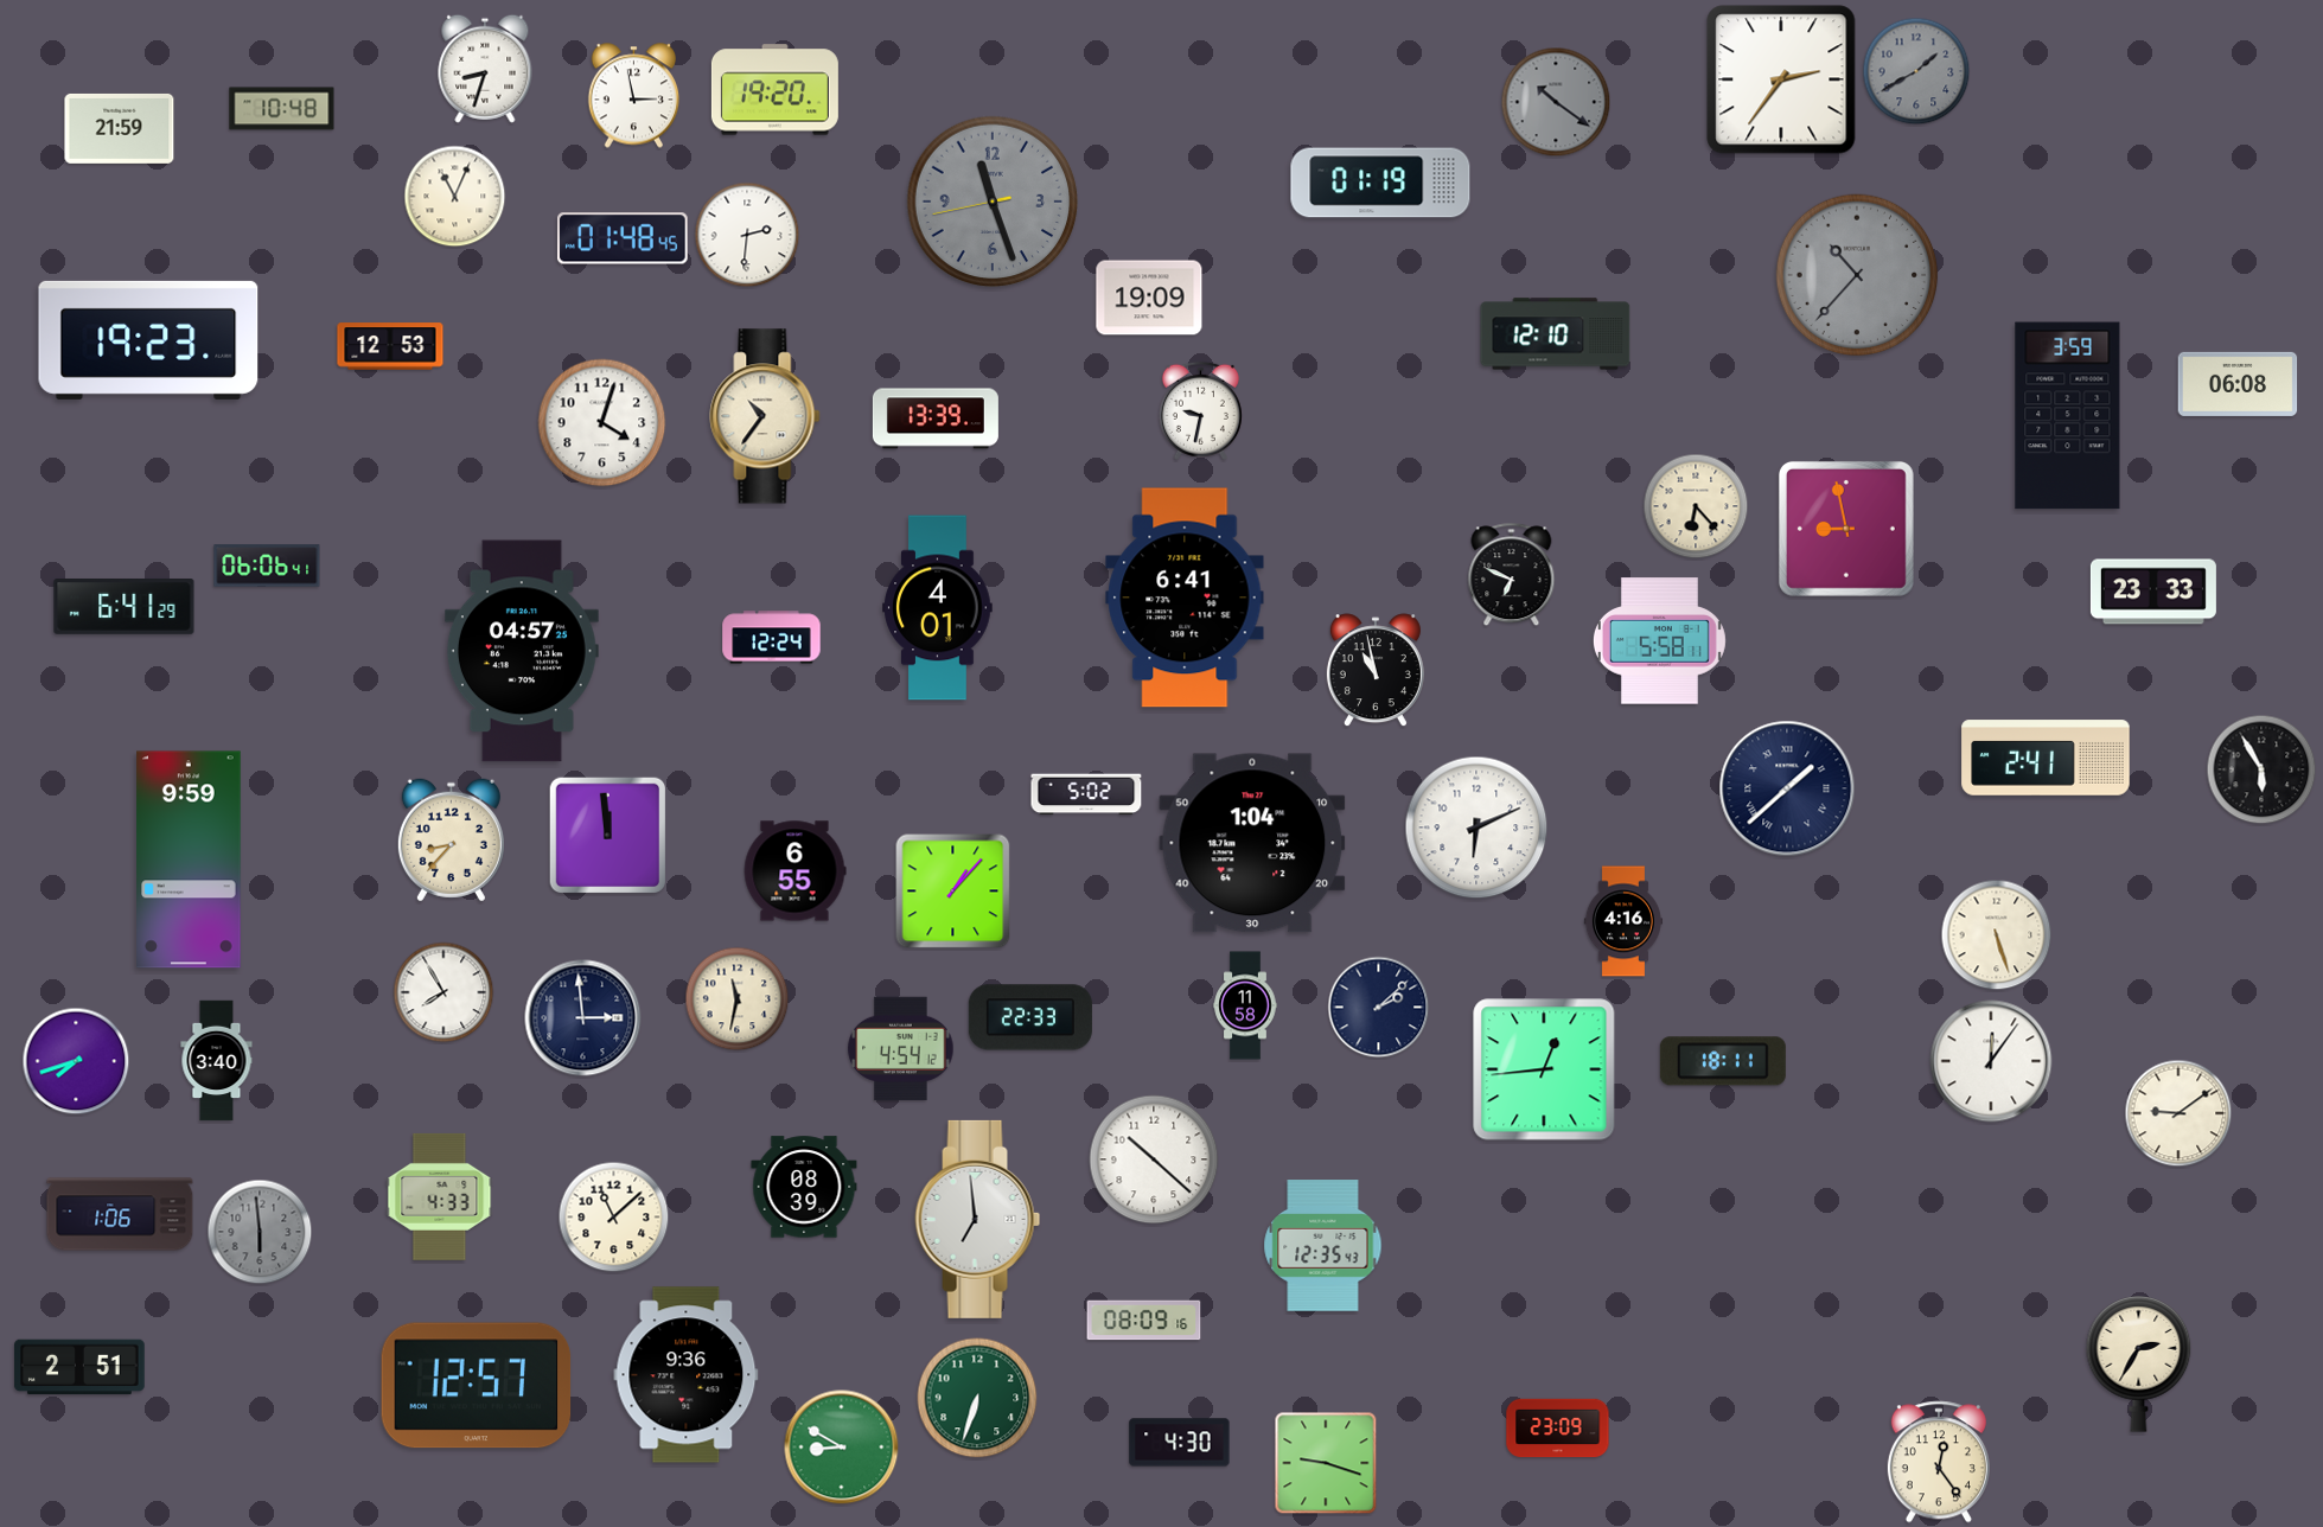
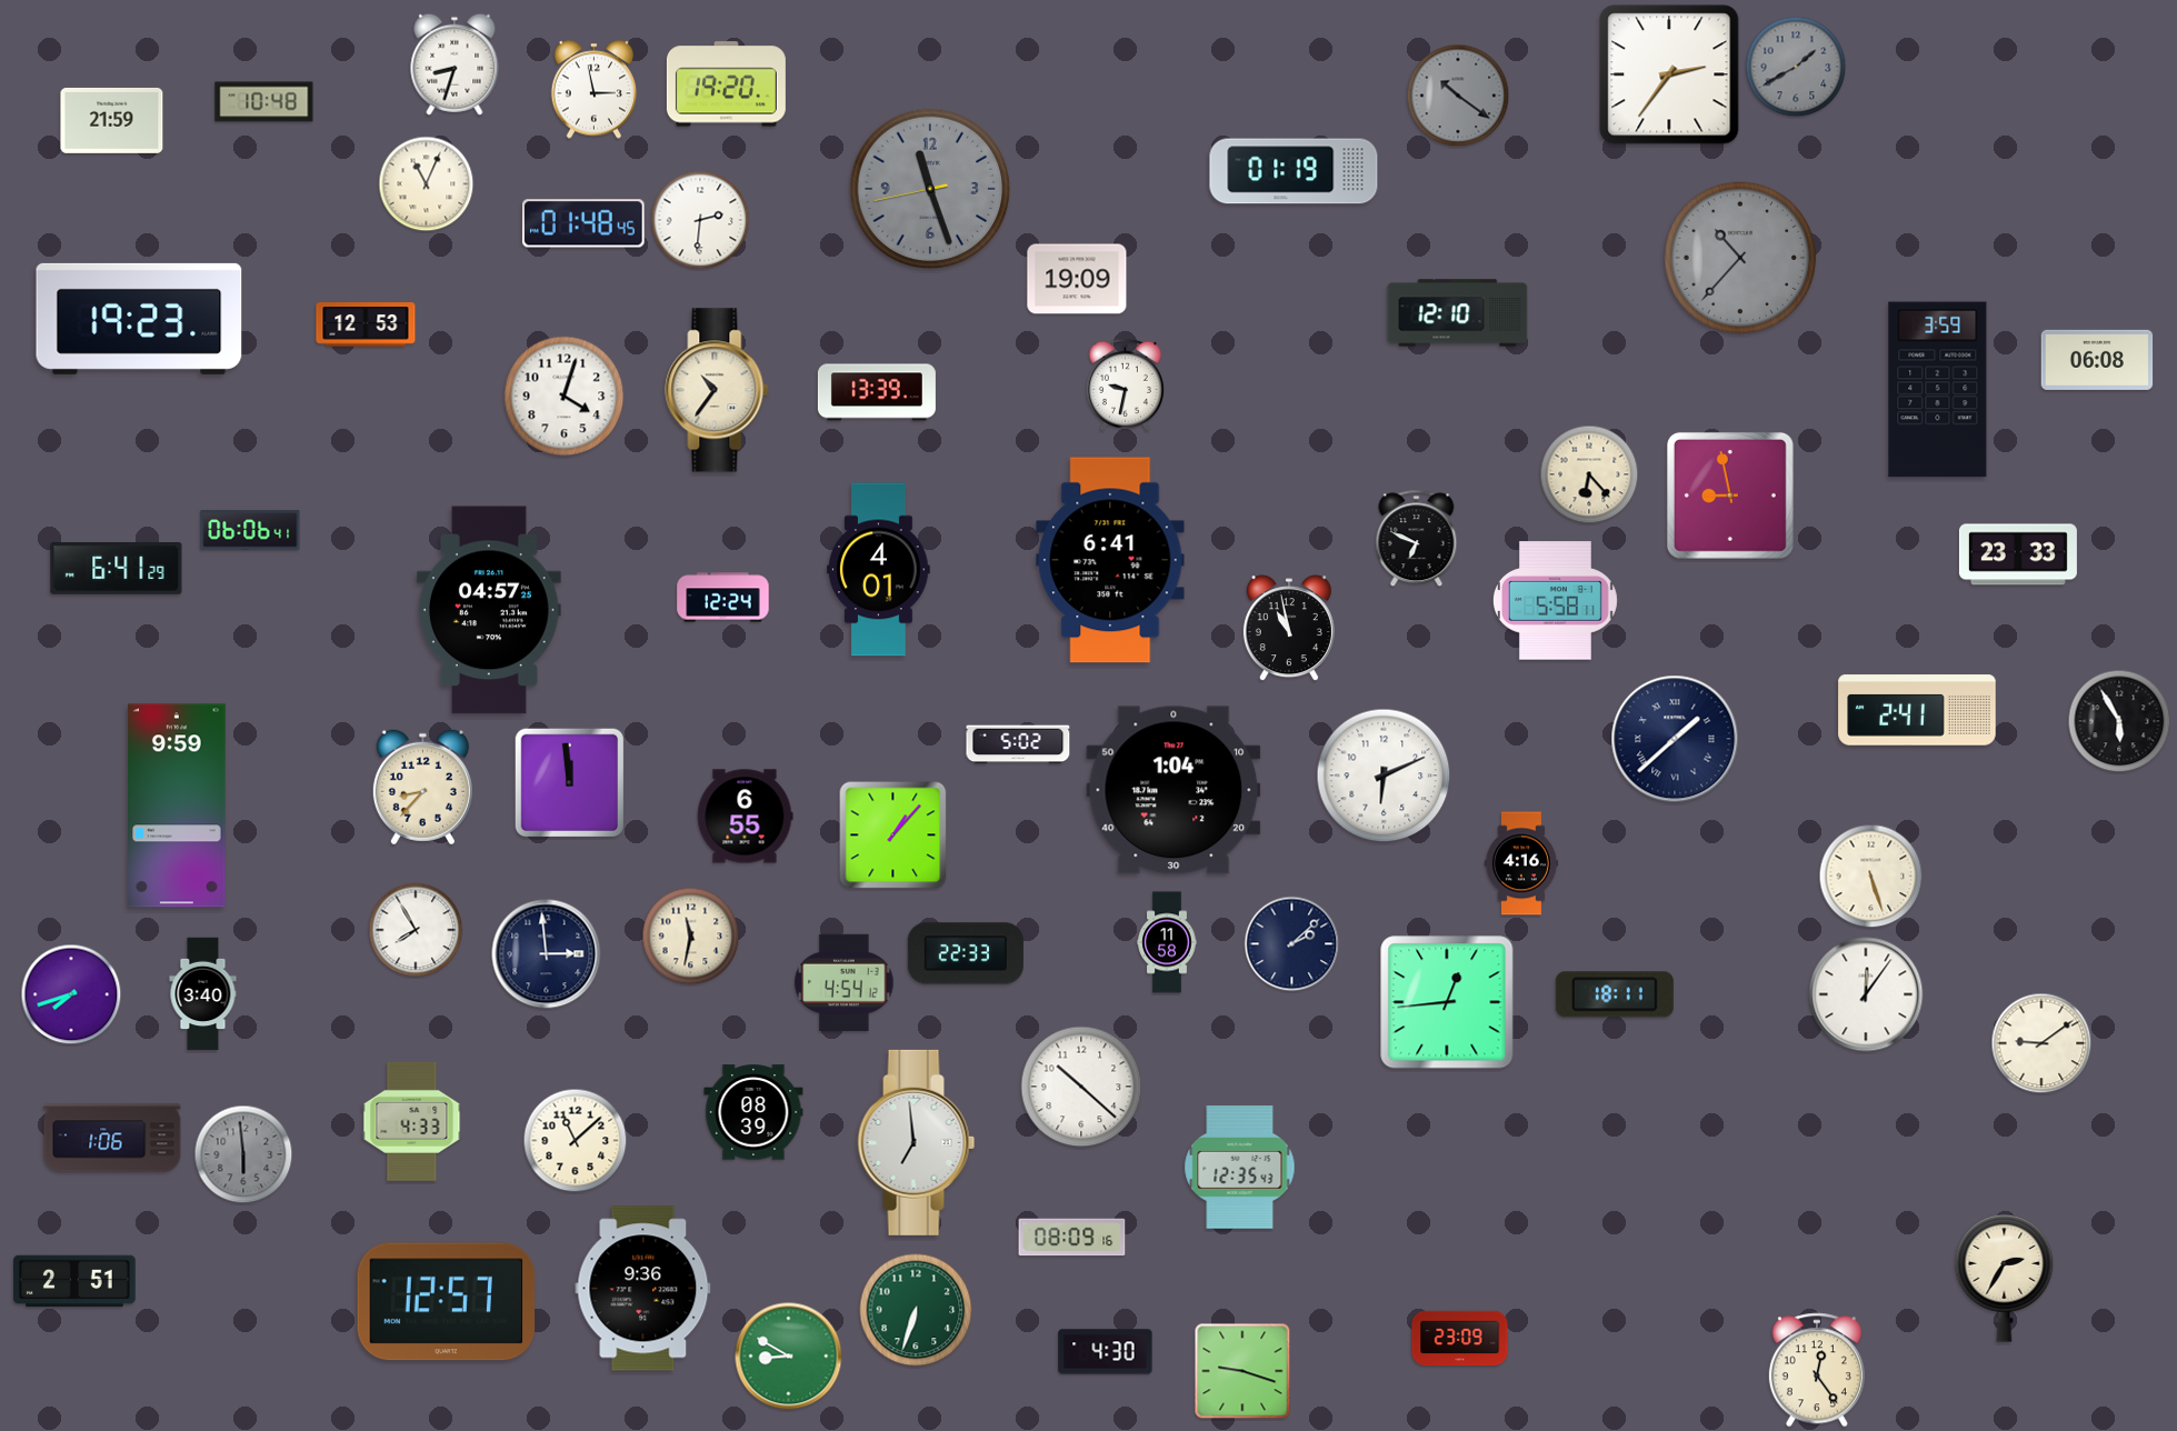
clock at (477, 1386) position: (477, 1386) -> (447, 1302)
